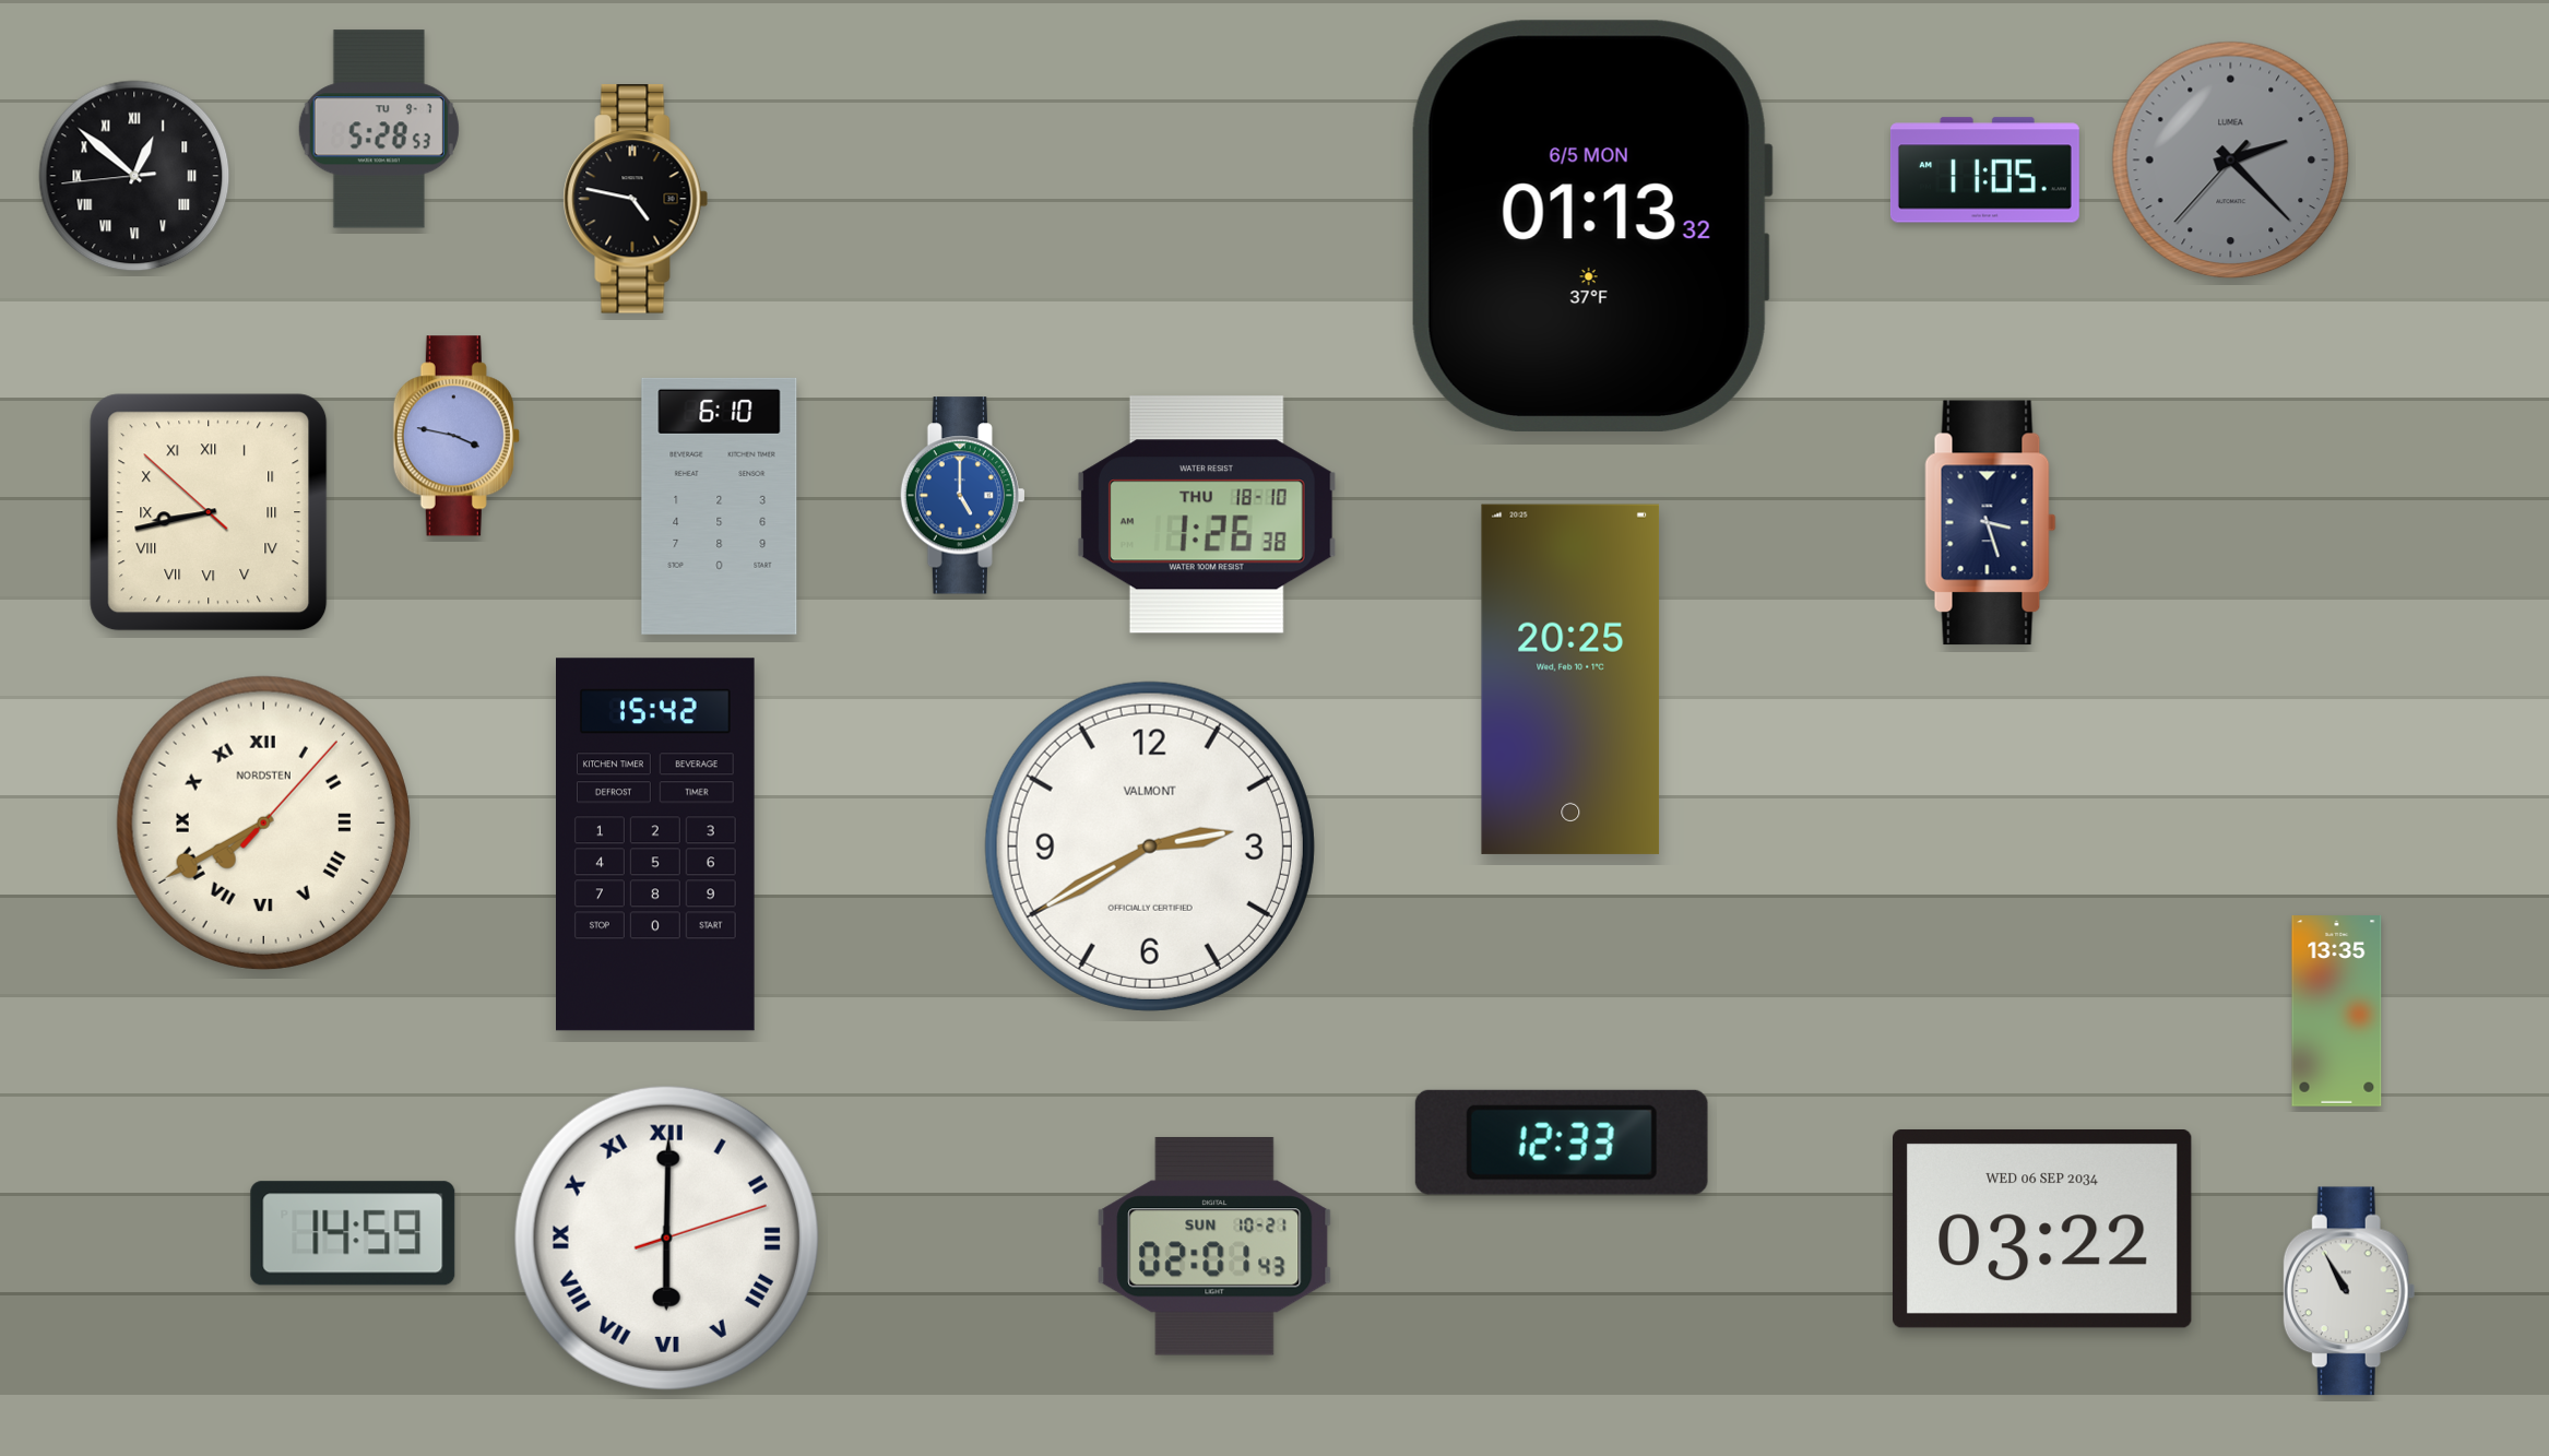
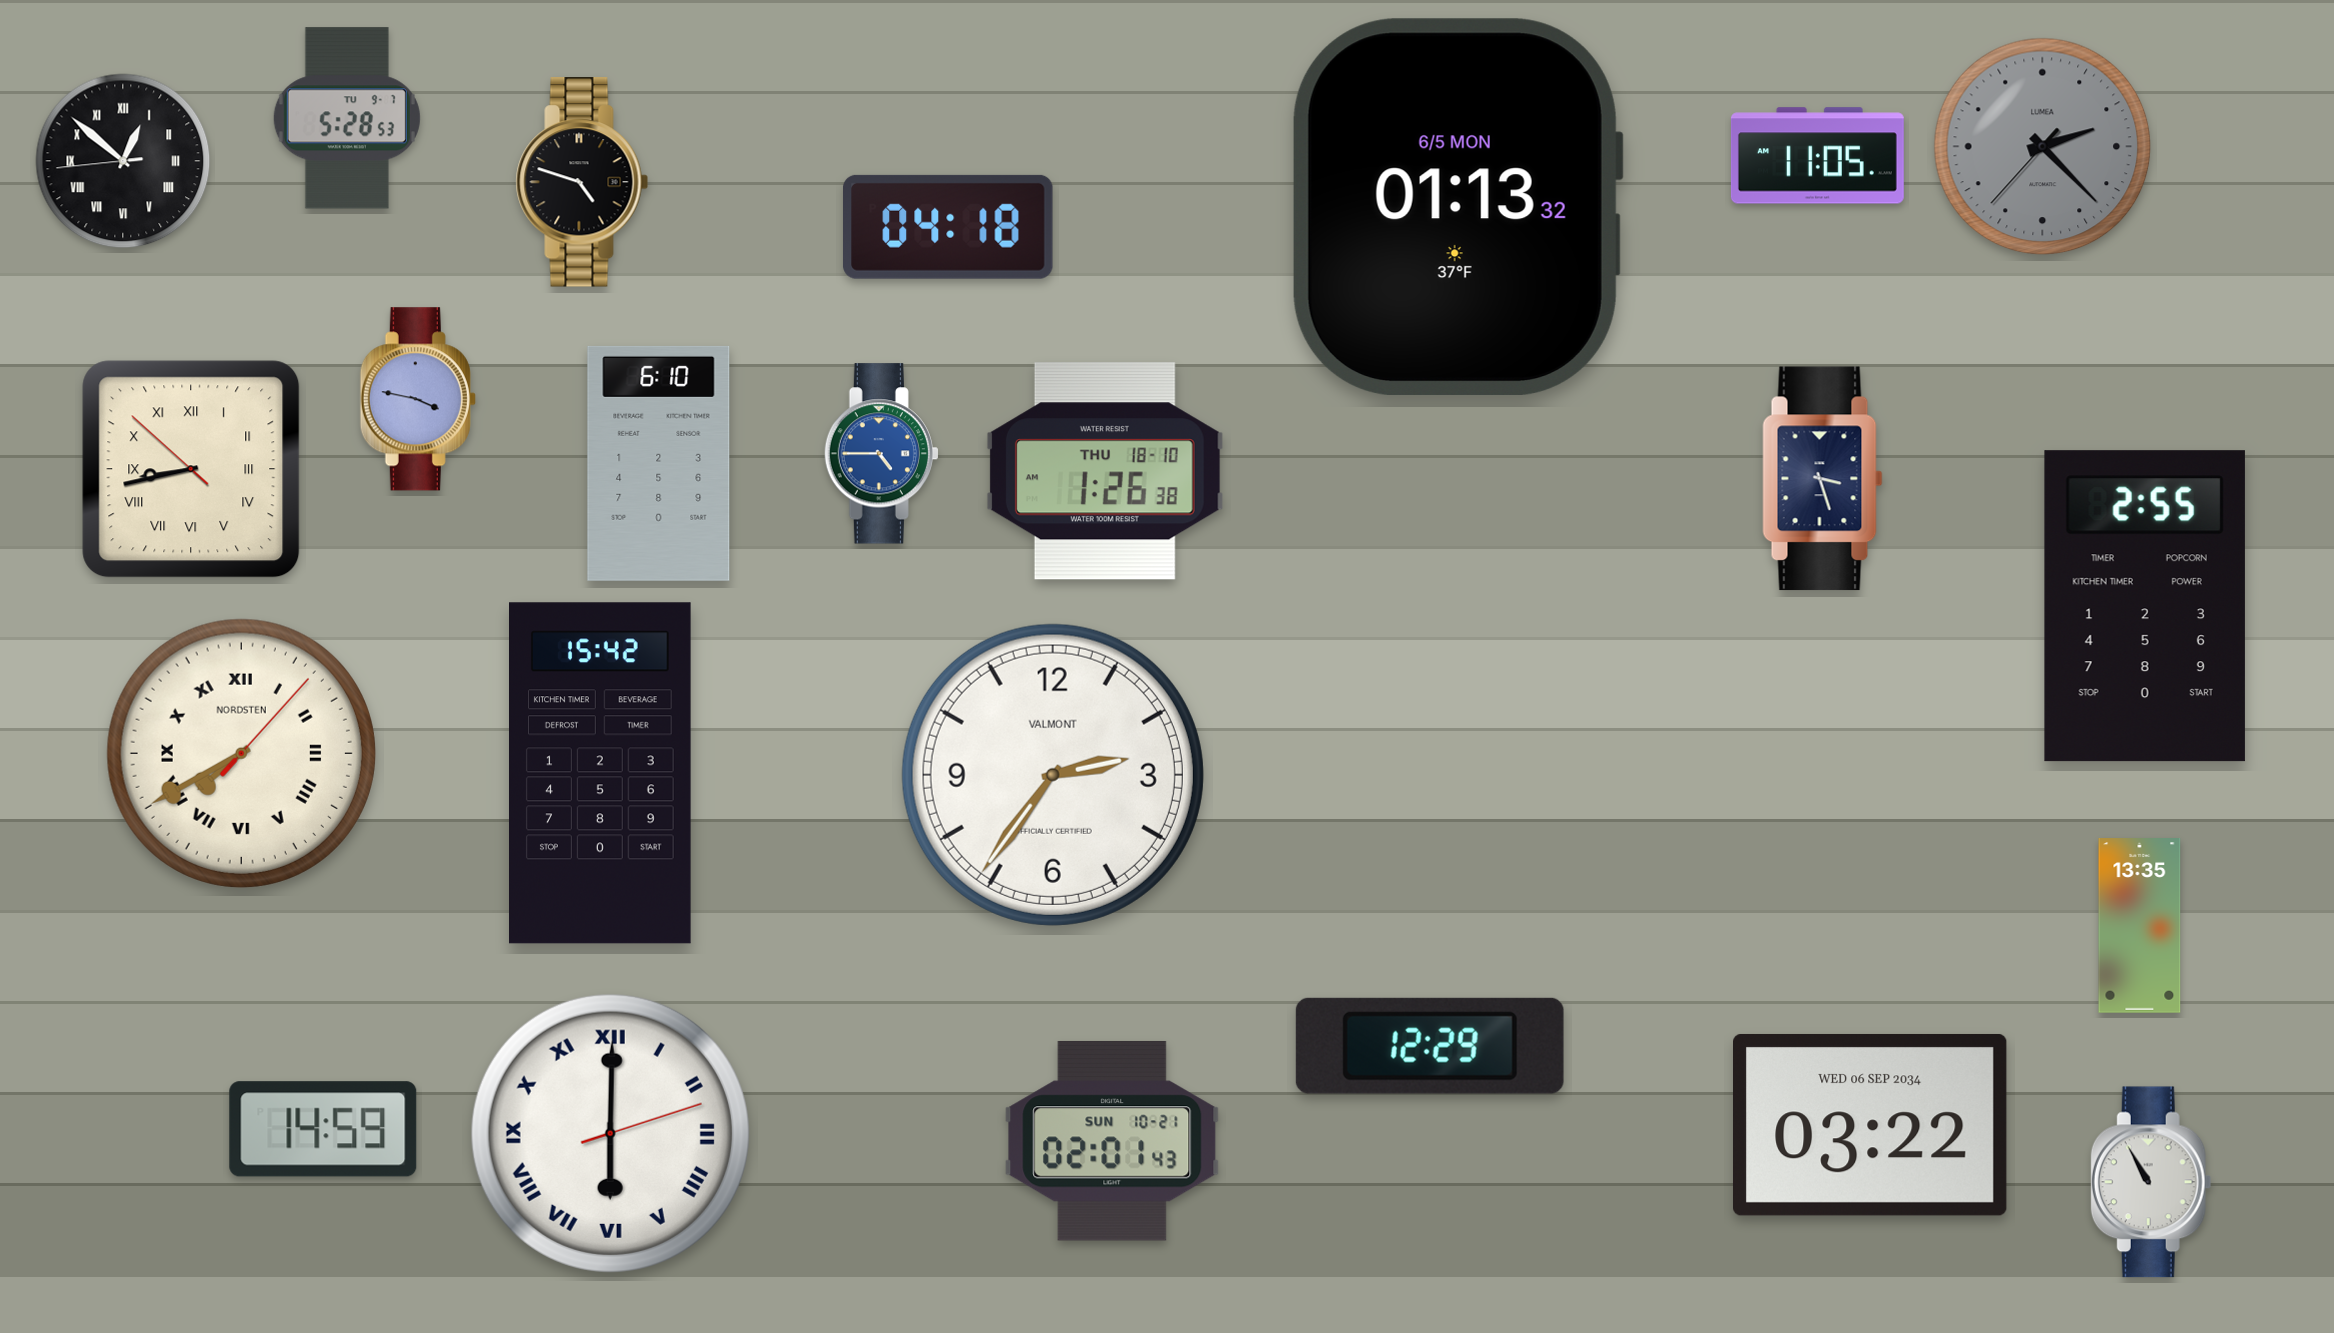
clock at (636, 199): 4:47 -> 4:48
clock at (949, 227): none -> 04:18
clock at (962, 496): 5:00 -> 4:45
clock at (2145, 606): none -> 2:55
clock at (1570, 679): 20:25 -> none
clock at (1150, 847): 2:40 -> 2:36
clock at (1562, 1143): 12:33 -> 12:29
